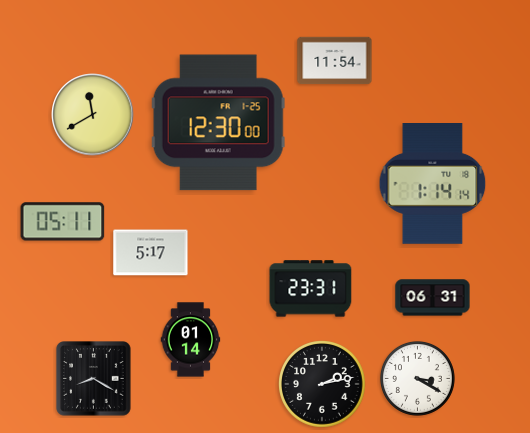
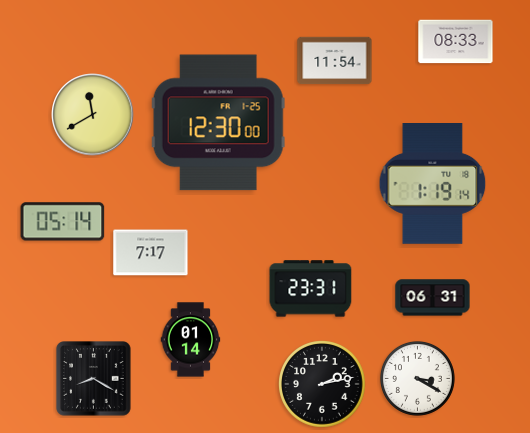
clock at (456, 42): none -> 08:33
clock at (433, 184): 1:14 -> 1:19
clock at (63, 222): 05:11 -> 05:14
clock at (151, 253): 5:17 -> 7:17
